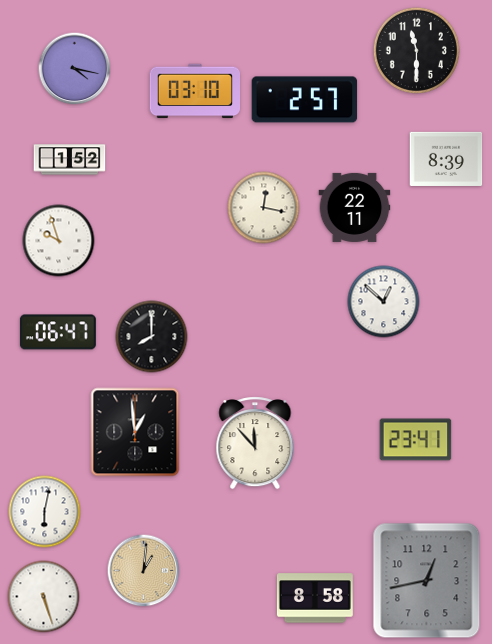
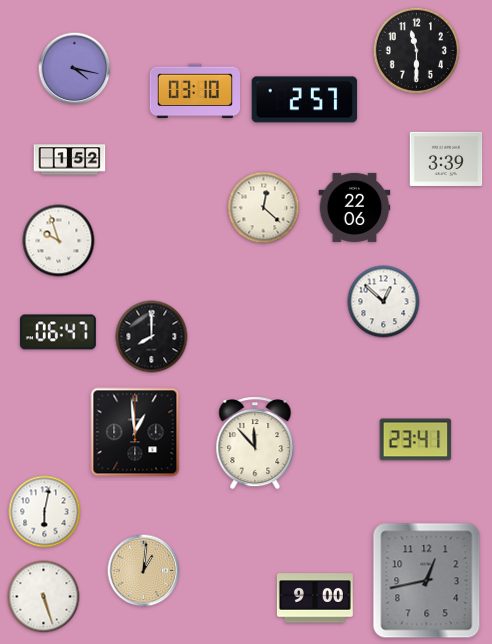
clock at (446, 159): 8:39 -> 3:39
clock at (355, 207): 22:11 -> 22:06
clock at (264, 208): 12:17 -> 12:22
clock at (315, 598): 8:58 -> 9:00
